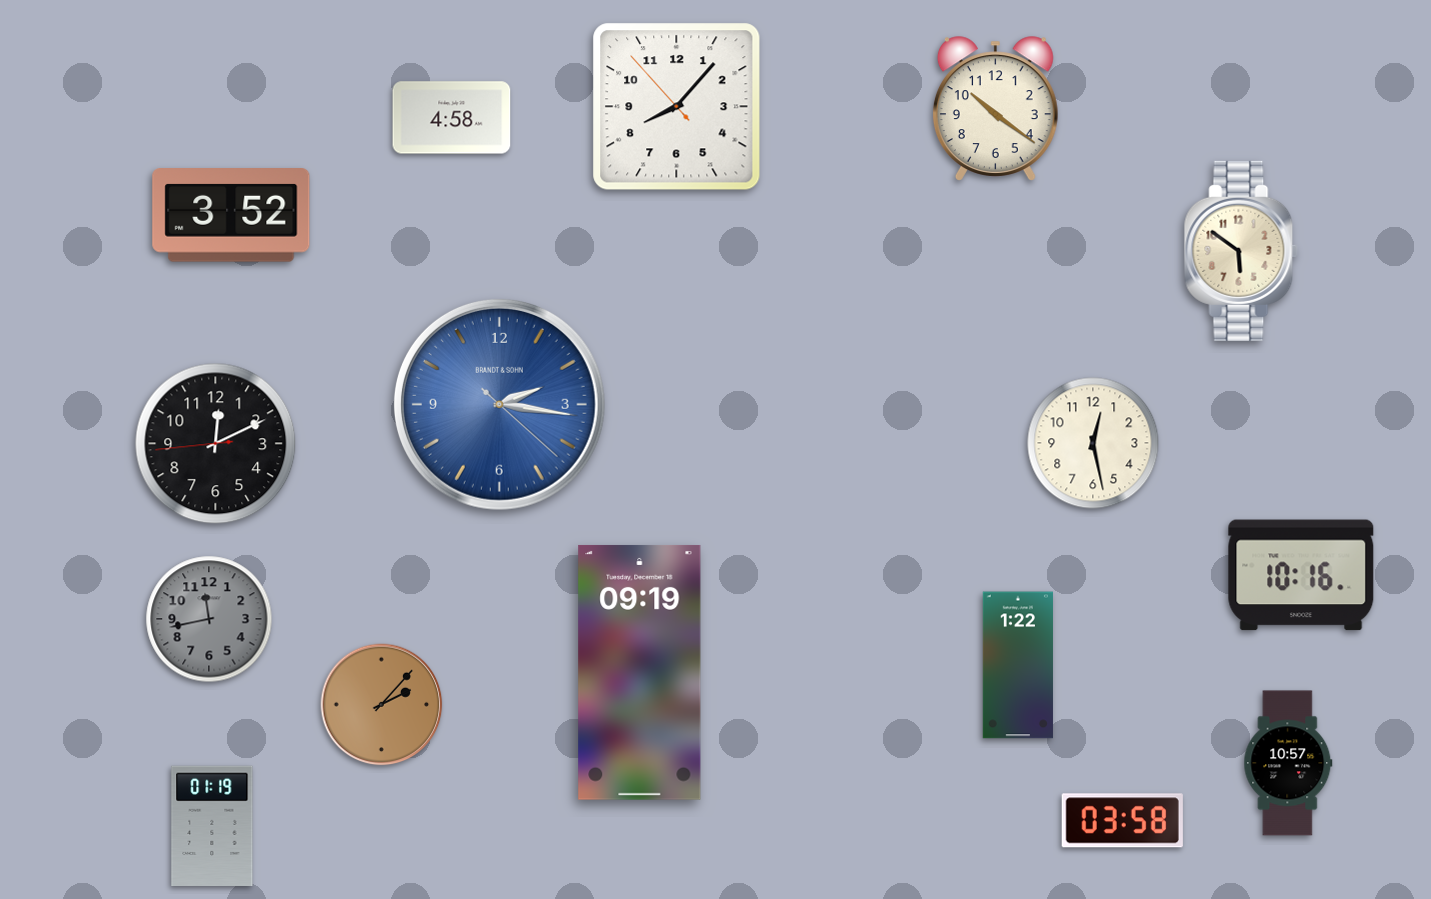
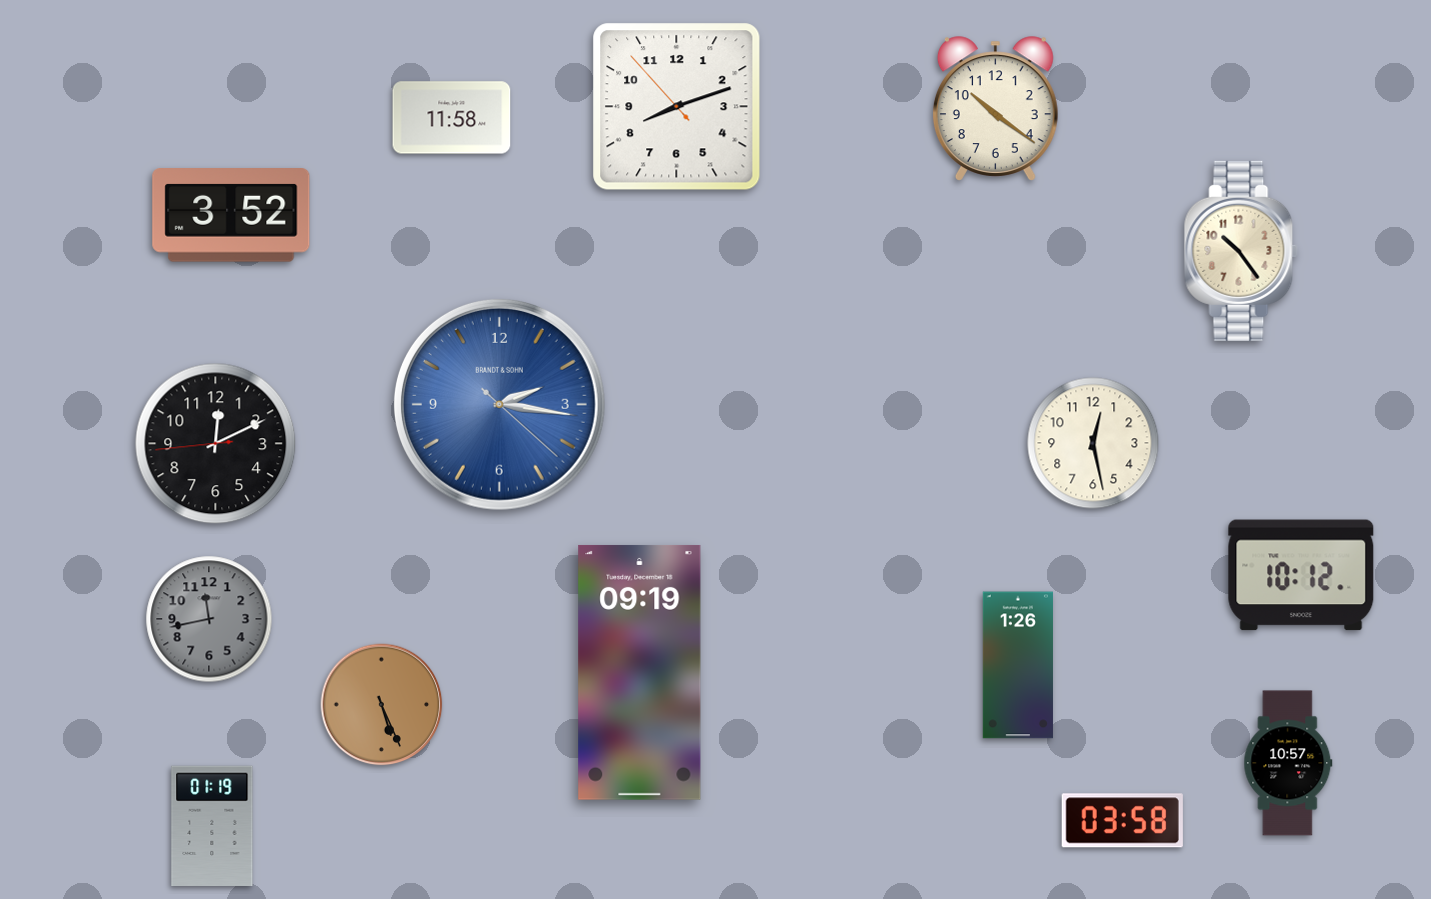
clock at (677, 107): 8:06 -> 8:11
clock at (452, 118): 4:58 -> 11:58
clock at (1241, 251): 5:51 -> 10:24
clock at (1301, 575): 10:16 -> 10:12
clock at (1018, 665): 1:22 -> 1:26
clock at (382, 705): 2:07 -> 5:26
